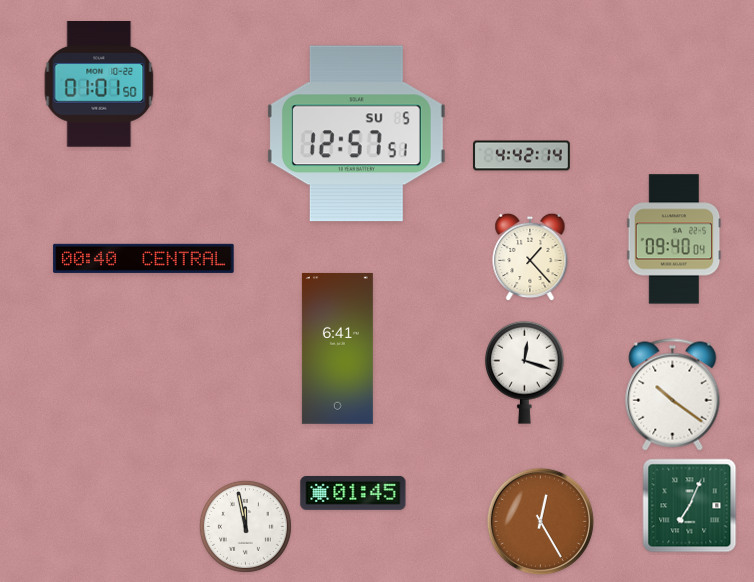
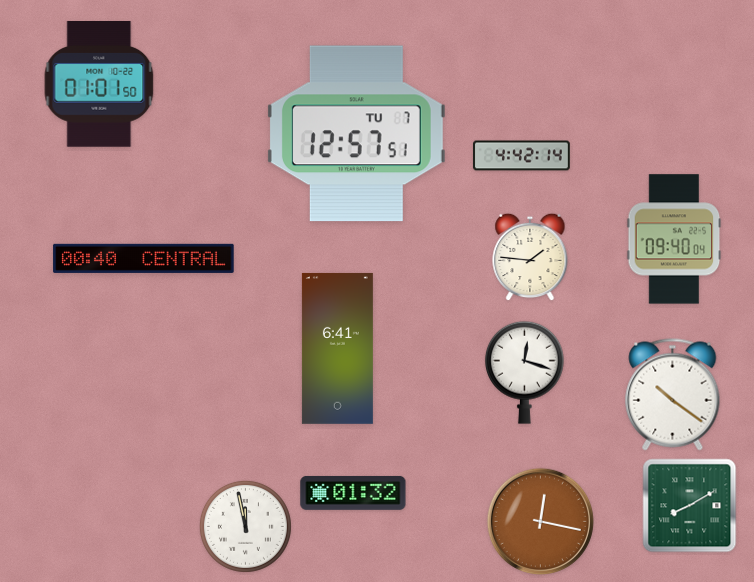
clock at (356, 134) date: SU 5 -> TU 7
clock at (530, 257): 1:23 -> 1:46
clock at (353, 493): 01:45 -> 01:32
clock at (690, 506): 7:04 -> 8:10
clock at (540, 521): 12:25 -> 12:17
